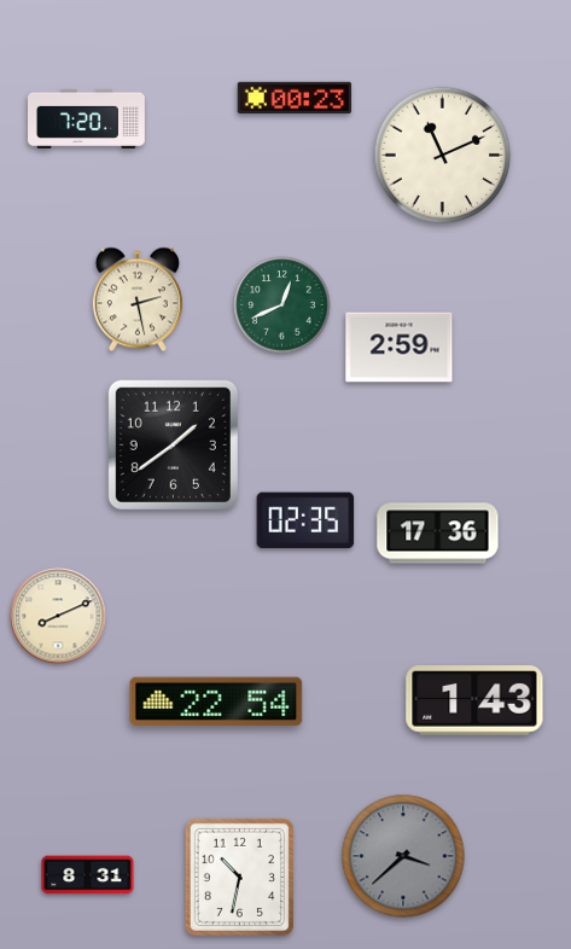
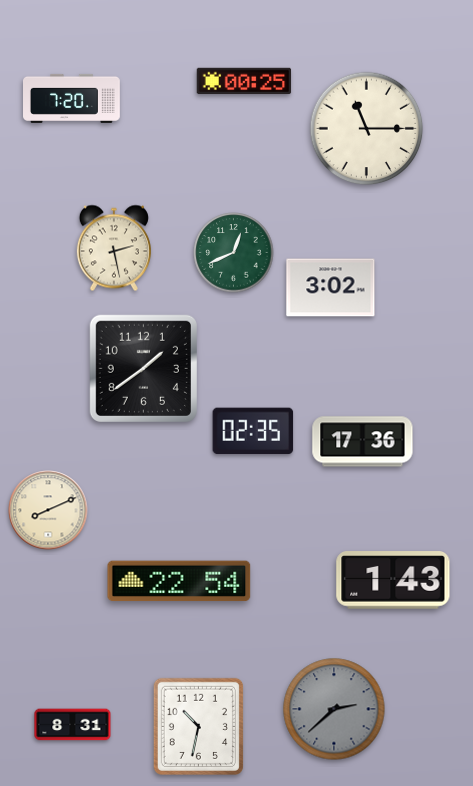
clock at (295, 98): 00:23 -> 00:25
clock at (443, 156): 11:11 -> 11:15
clock at (400, 348): 2:59 -> 3:02
clock at (403, 856): 3:38 -> 2:38
